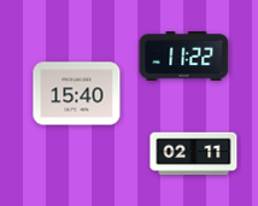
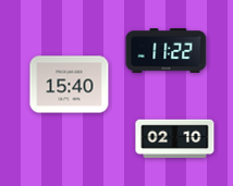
clock at (194, 154): 02:11 -> 02:10
